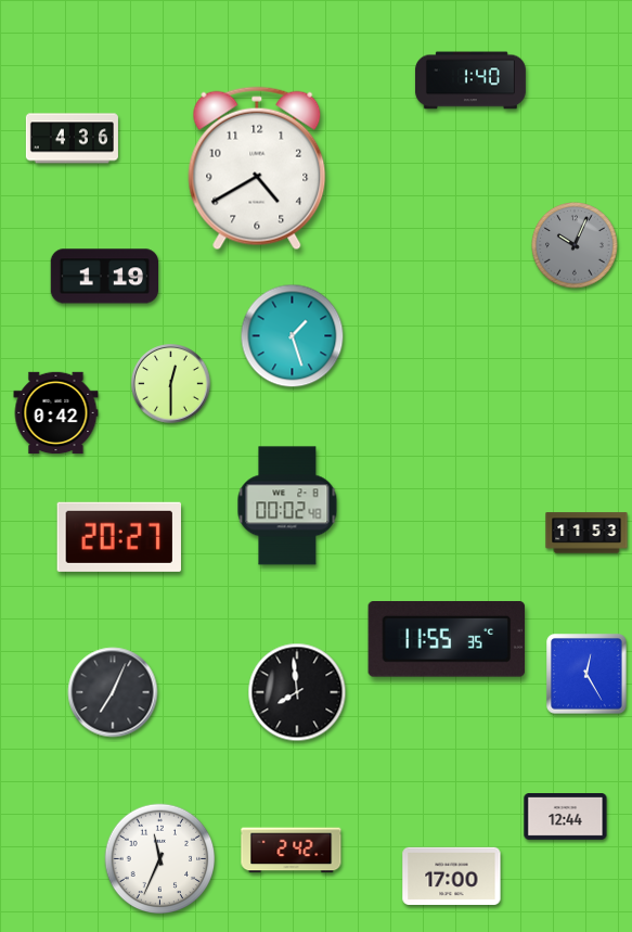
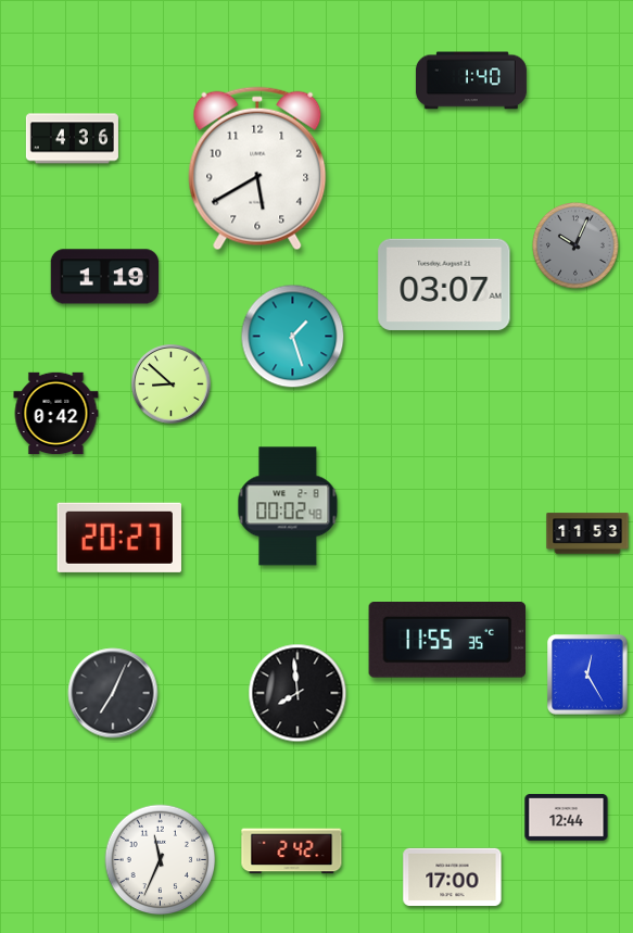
clock at (257, 168): 4:40 -> 5:40
clock at (444, 285): none -> 03:07
clock at (171, 384): 12:30 -> 8:52
